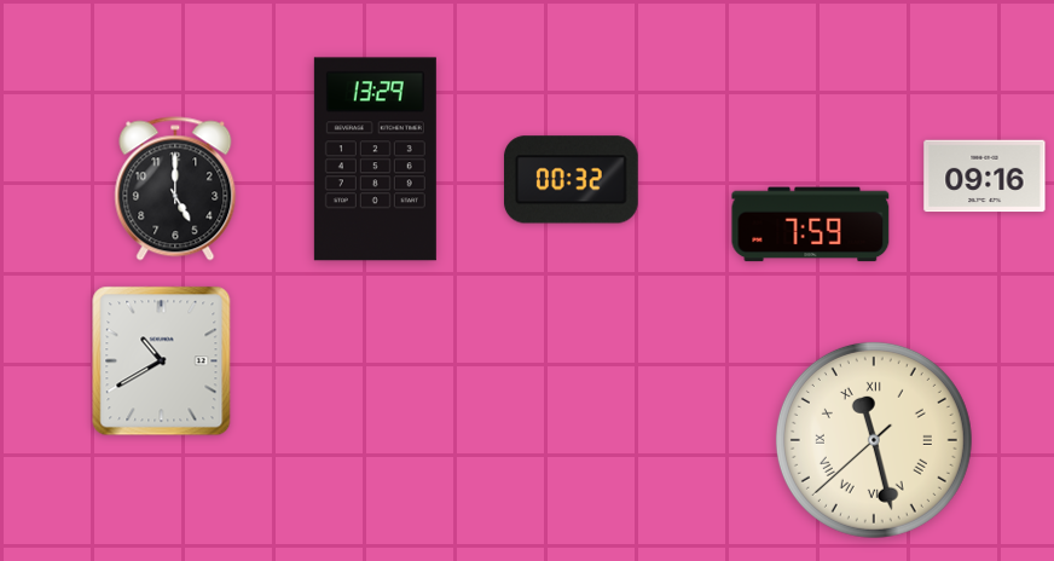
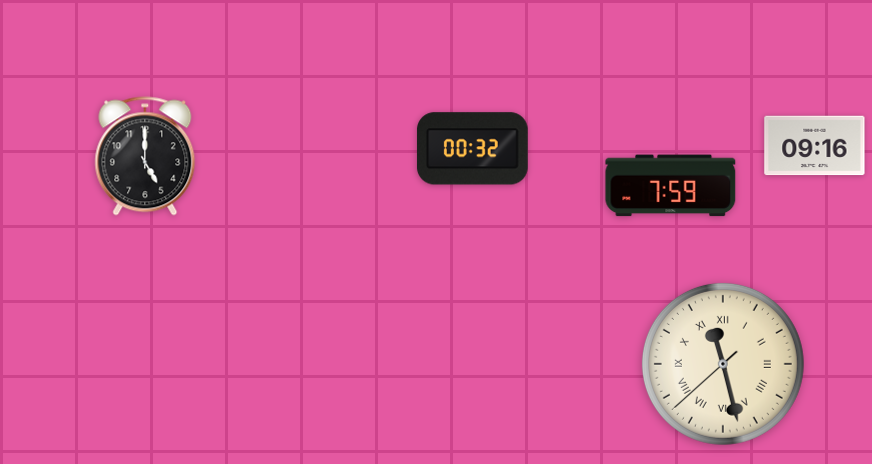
clock at (375, 160): 13:29 -> none
clock at (162, 362): 10:40 -> none
